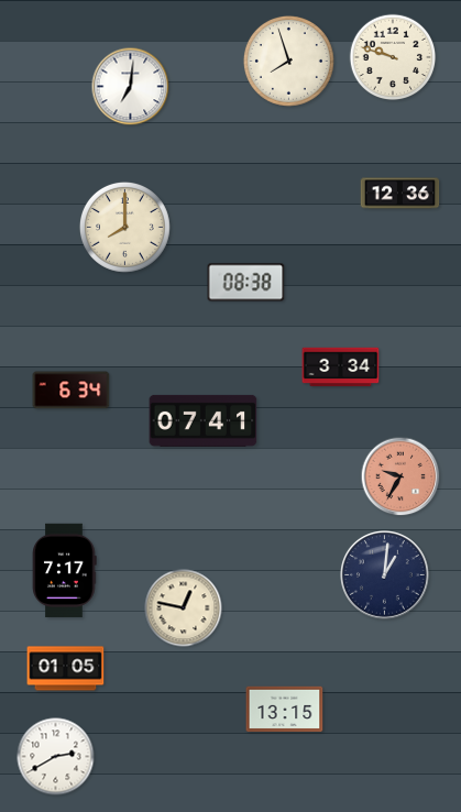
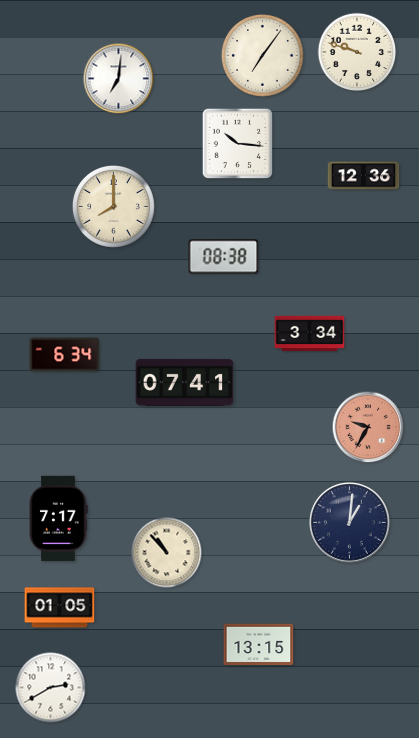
clock at (288, 61): 7:57 -> 7:06
clock at (238, 144): none -> 10:16
clock at (400, 476) position: (400, 476) -> (368, 427)
clock at (184, 608): 12:47 -> 10:53
